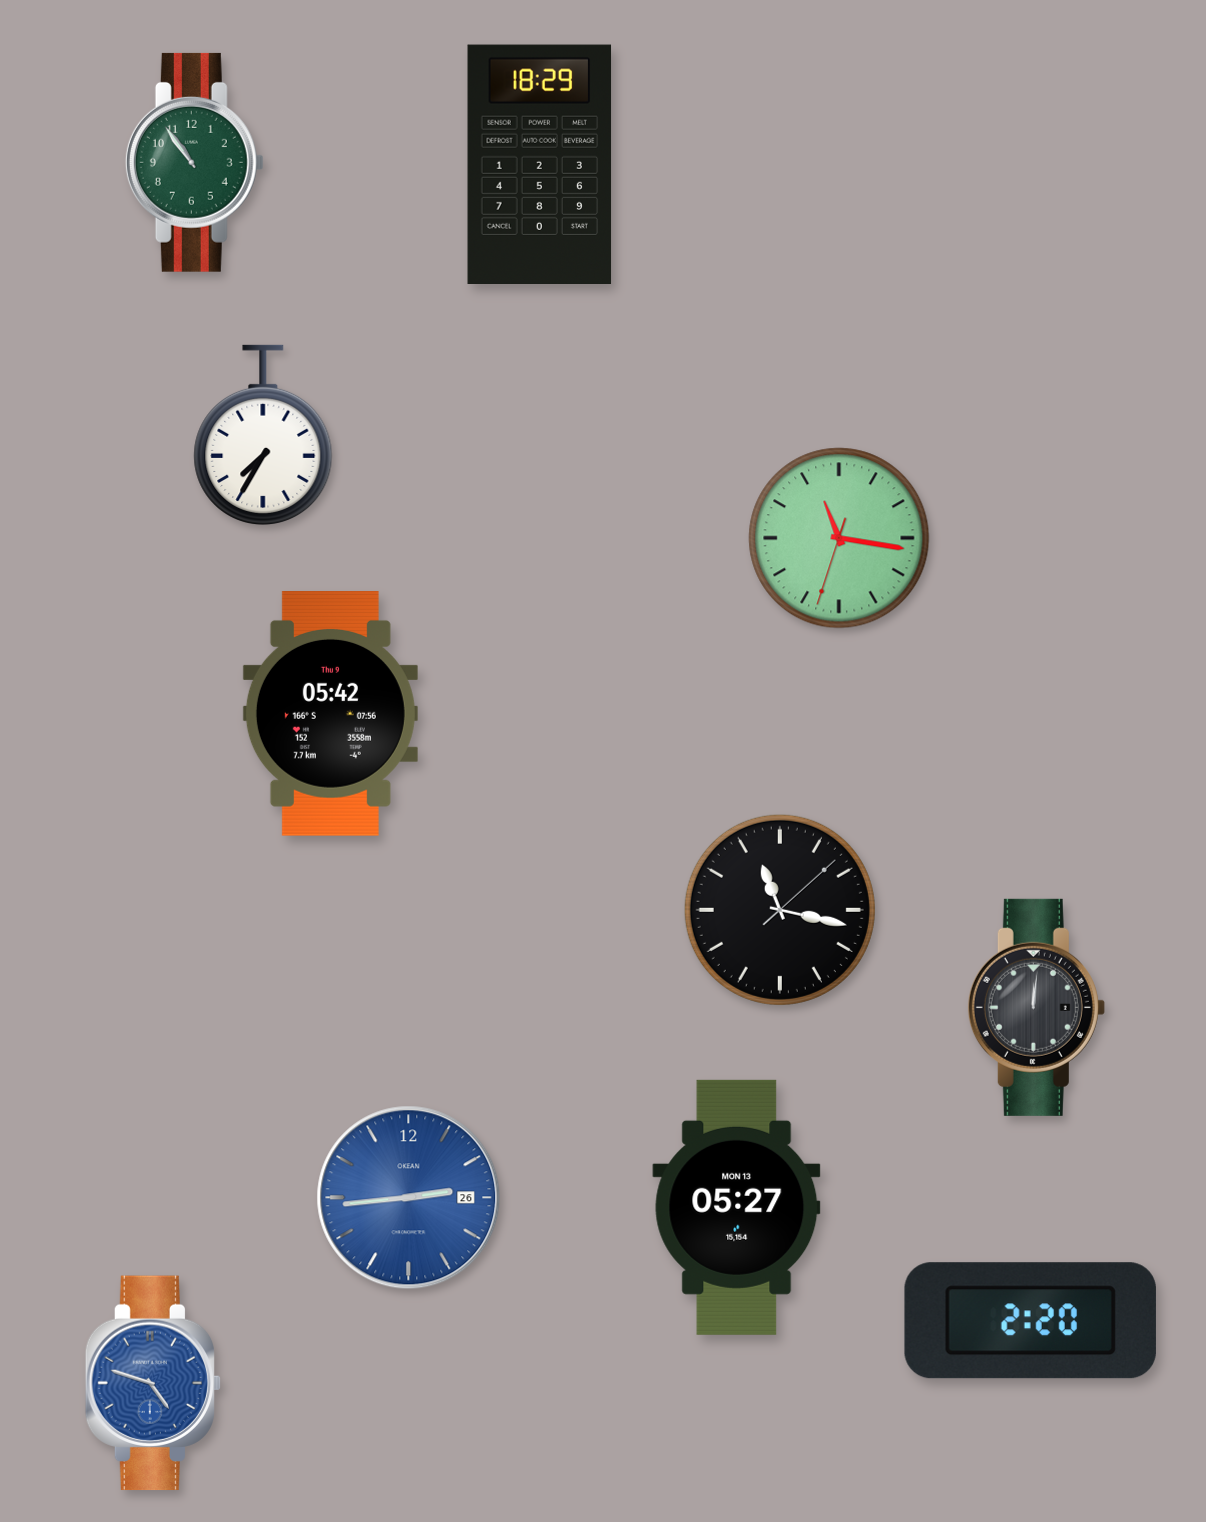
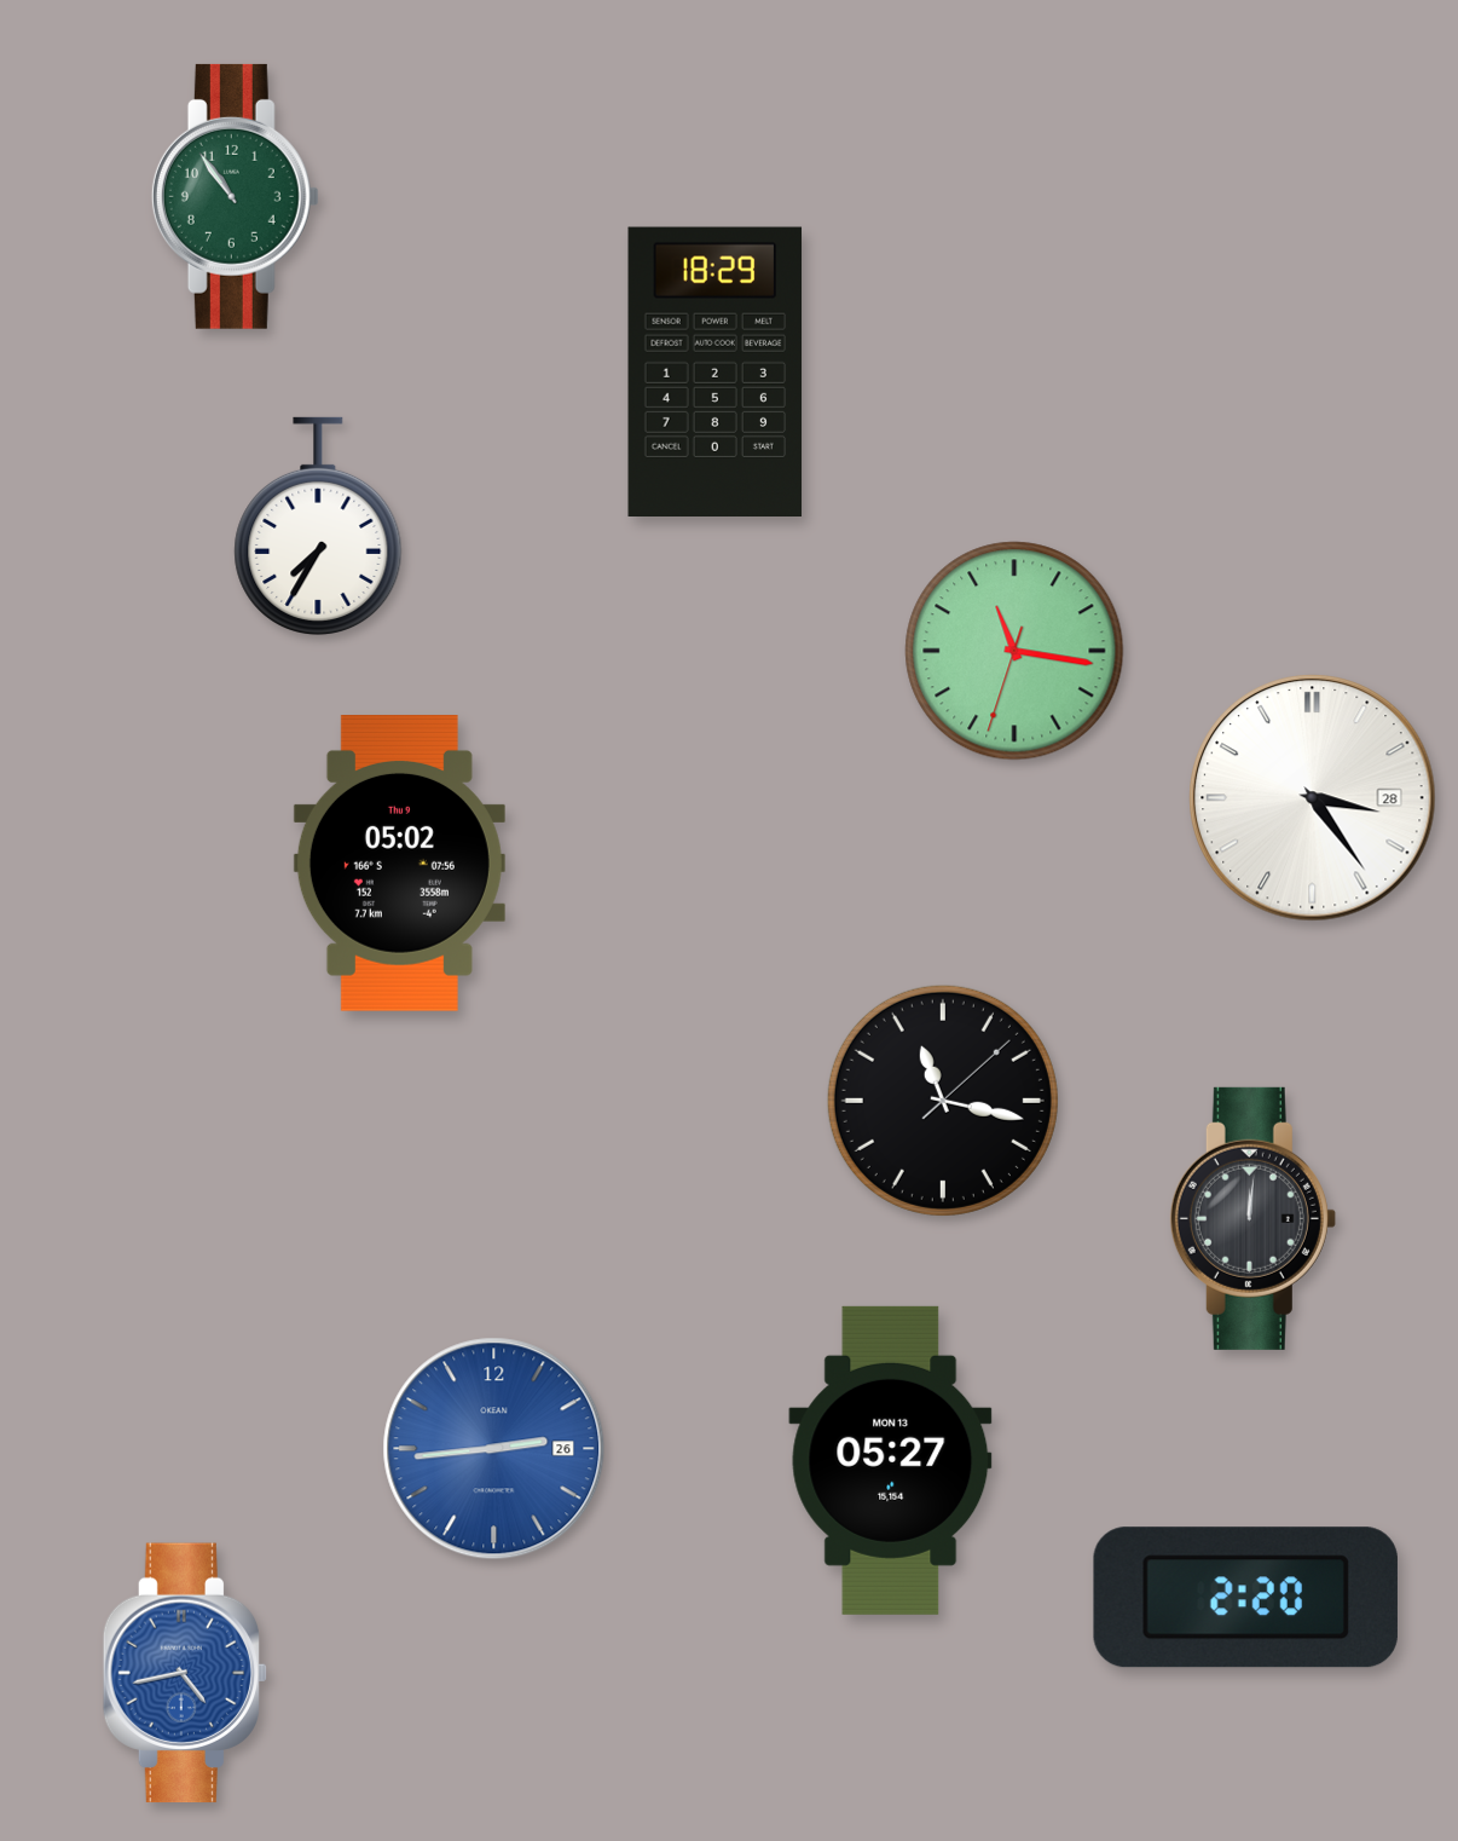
clock at (540, 164) position: (540, 164) -> (716, 371)
clock at (1313, 798): none -> 3:24
clock at (330, 714): 05:42 -> 05:02
clock at (152, 1383): 4:48 -> 4:43
